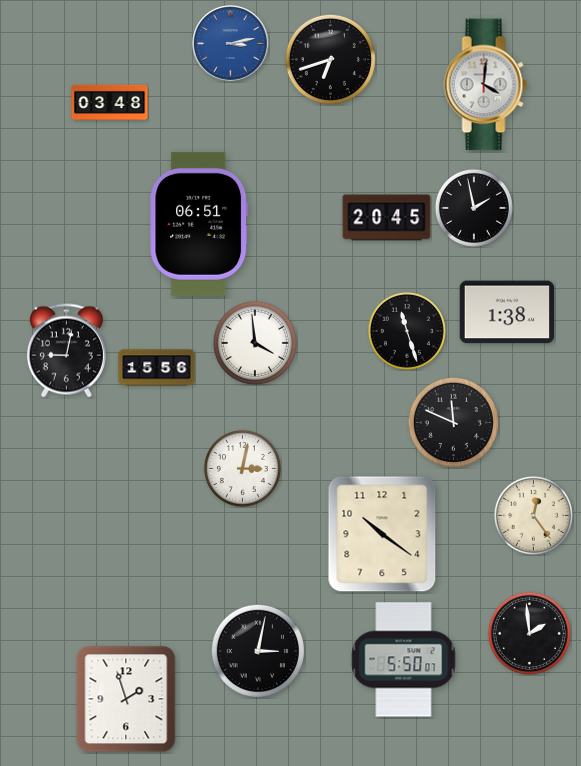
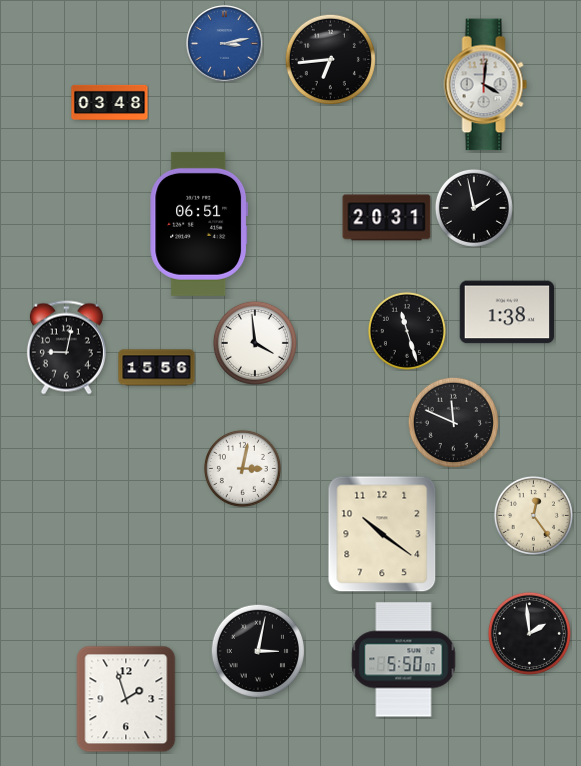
clock at (231, 44) position: (231, 44) -> (225, 44)
clock at (330, 59): 6:42 -> 6:44
clock at (387, 218): 20:45 -> 20:31
clock at (66, 351) position: (66, 351) -> (66, 348)
